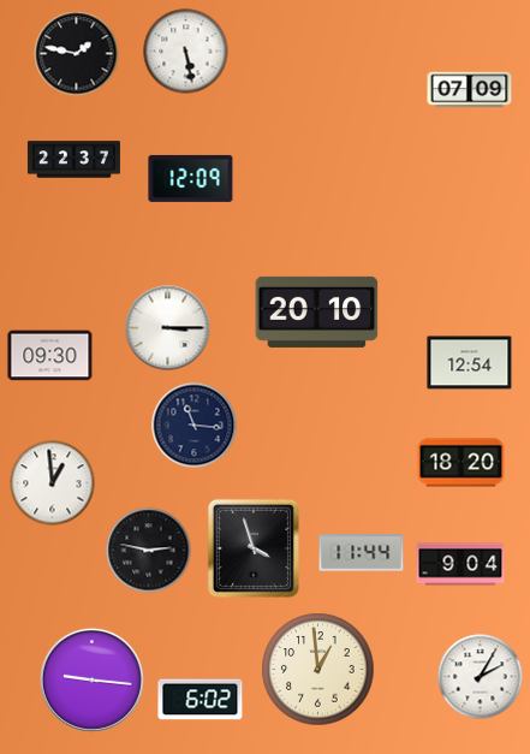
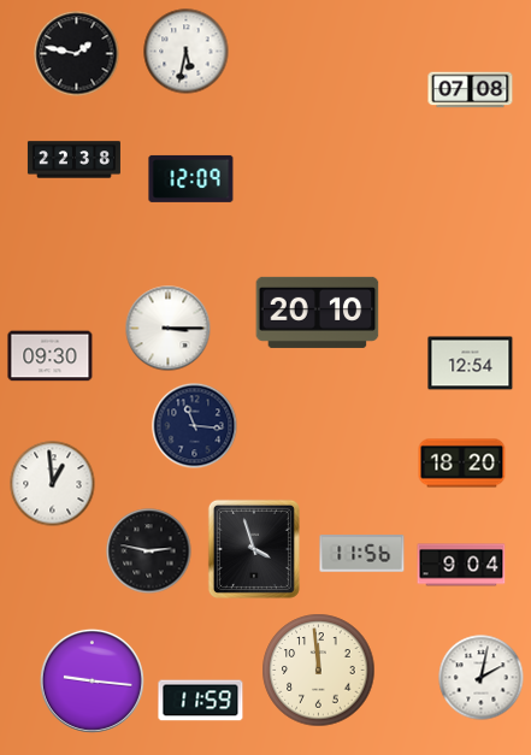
clock at (186, 52): 5:28 -> 5:32
clock at (470, 90): 07:09 -> 07:08
clock at (73, 160): 22:37 -> 22:38
clock at (362, 553): 11:44 -> 11:56
clock at (318, 670): 12:59 -> 11:59
clock at (481, 677): 2:05 -> 2:02
clock at (201, 700): 6:02 -> 11:59
